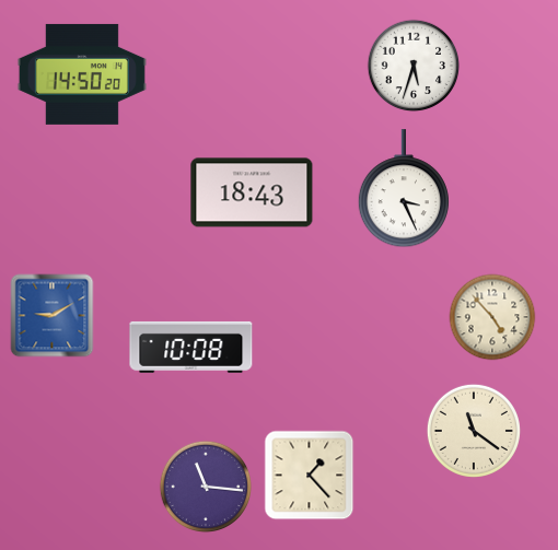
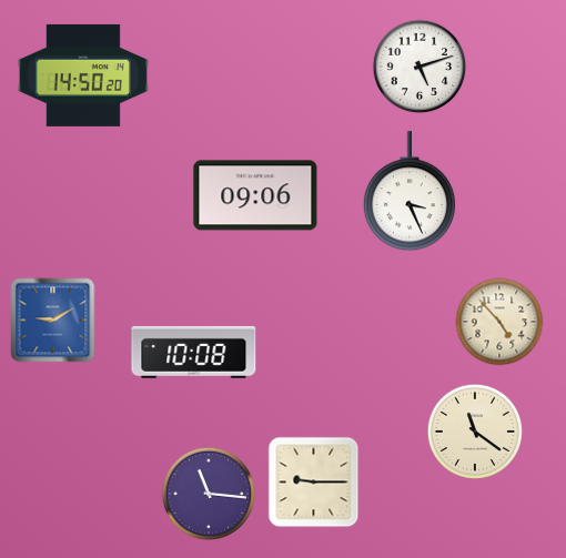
clock at (414, 66): 5:33 -> 5:12
clock at (252, 192): 18:43 -> 09:06
clock at (474, 431) position: (474, 431) -> (475, 432)
clock at (310, 476): 1:23 -> 9:15
